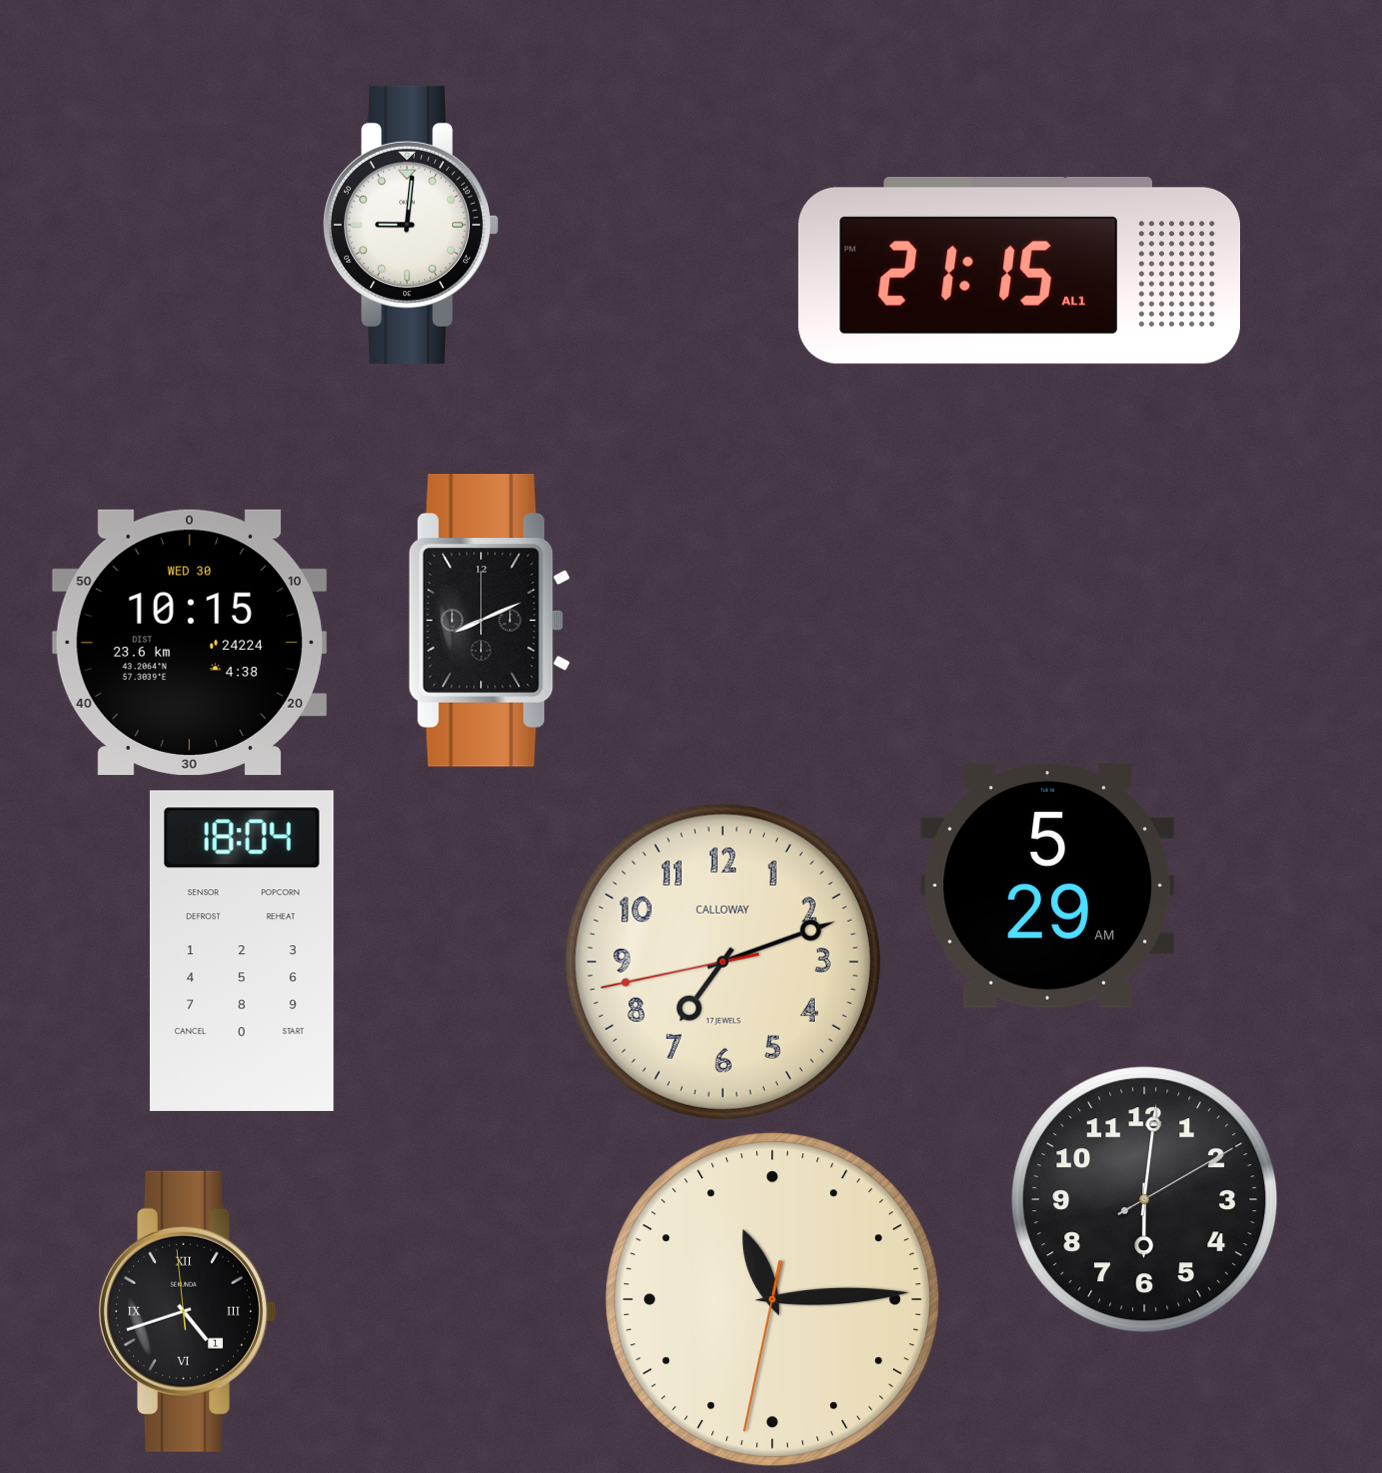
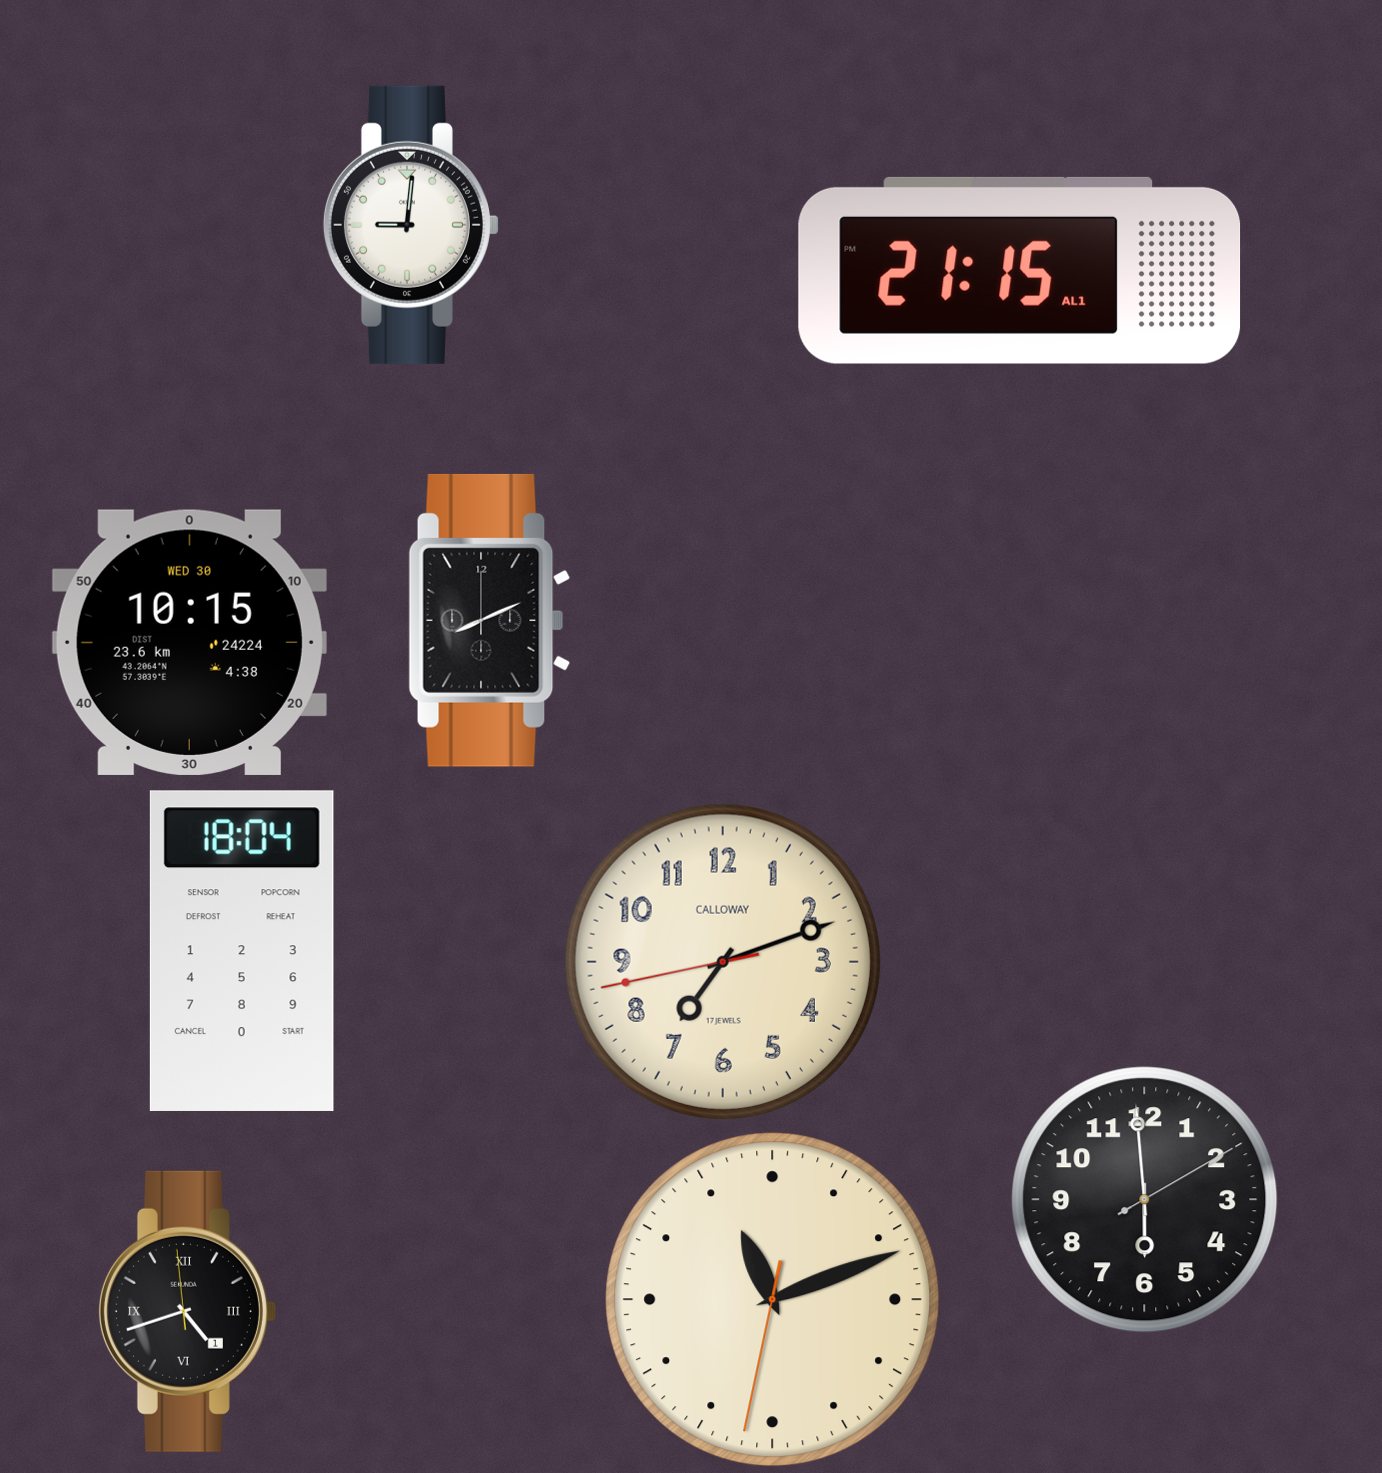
clock at (1048, 885): 5:29 -> none
clock at (1145, 1200): 6:01 -> 5:59
clock at (773, 1300): 11:14 -> 11:11
